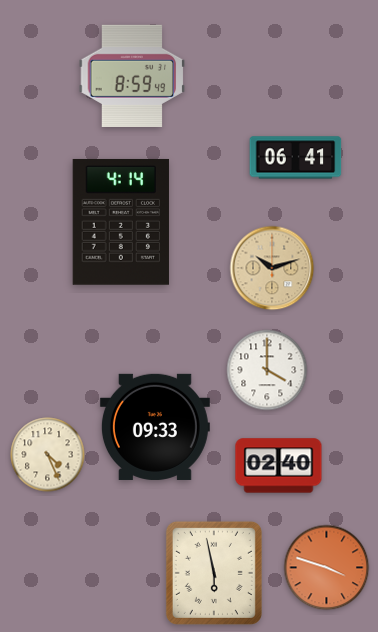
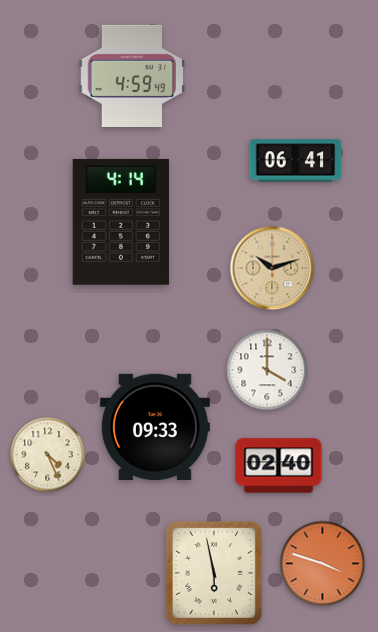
clock at (132, 76): 8:59 -> 4:59
clock at (296, 158) position: (296, 158) -> (296, 161)
clock at (327, 568) position: (327, 568) -> (323, 564)
